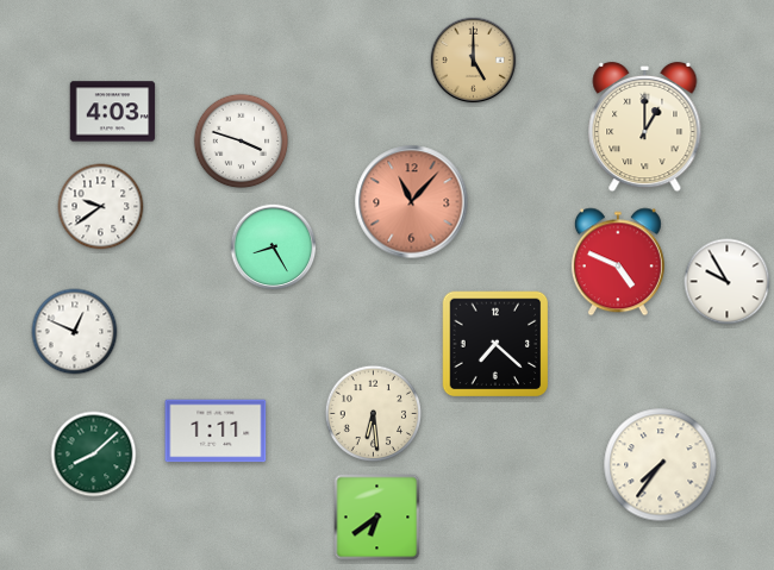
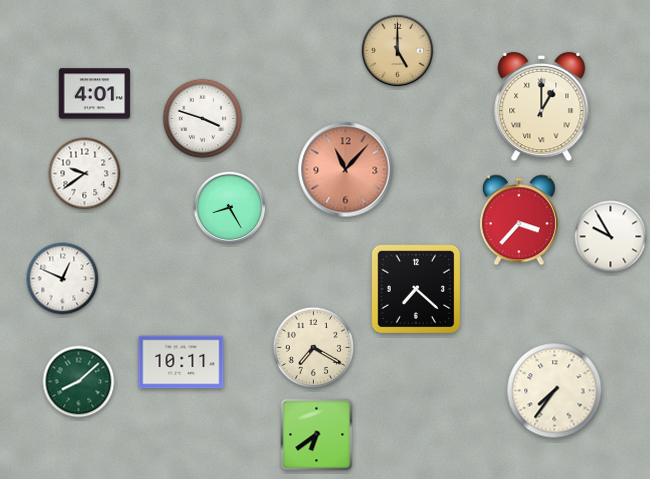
clock at (113, 112): 4:03 -> 4:01
clock at (618, 262): 4:49 -> 3:37
clock at (373, 413): 6:29 -> 7:20
clock at (216, 431): 1:11 -> 10:11
